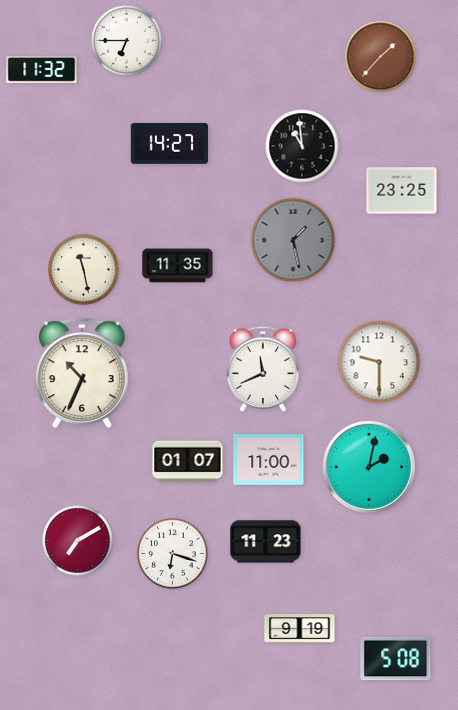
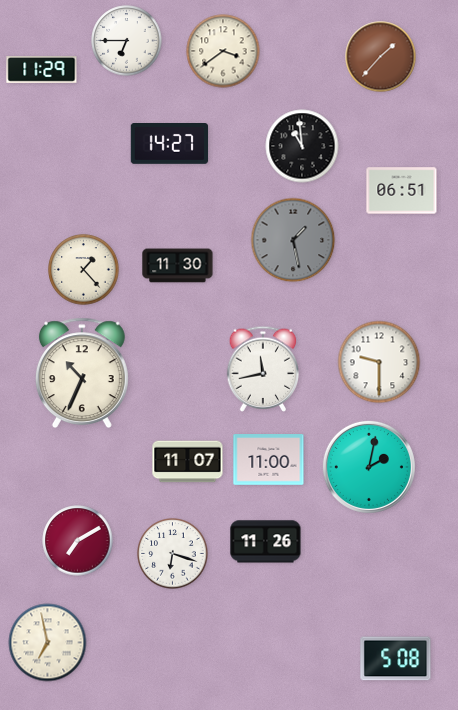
clock at (223, 51): none -> 3:39
clock at (42, 70): 11:32 -> 11:29
clock at (402, 191): 23:25 -> 06:51
clock at (178, 266): 11:35 -> 11:30
clock at (84, 270): 11:28 -> 1:23
clock at (263, 369): 11:41 -> 11:43
clock at (188, 462): 01:07 -> 11:07
clock at (266, 542): 11:23 -> 11:26
clock at (300, 629): 9:19 -> none
clock at (48, 643): none -> 6:58
